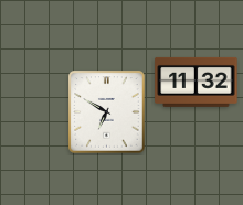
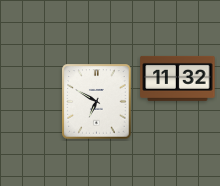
clock at (197, 82) position: (197, 82) -> (178, 78)
